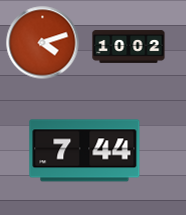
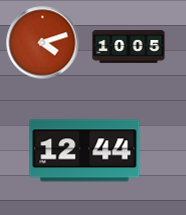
clock at (129, 47): 10:02 -> 10:05
clock at (85, 151): 7:44 -> 12:44
